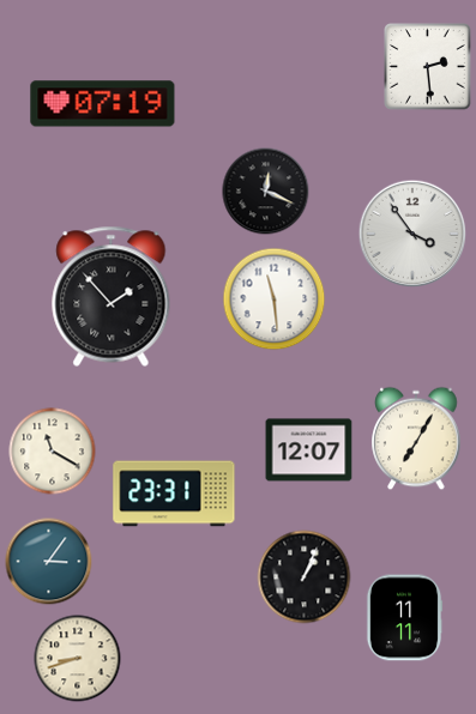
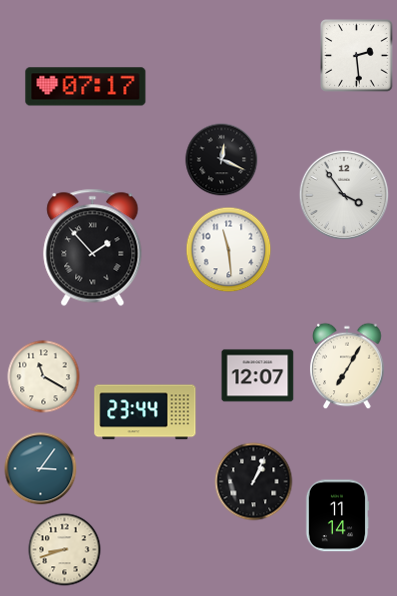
clock at (103, 104): 07:19 -> 07:17
clock at (174, 494): 23:31 -> 23:44
clock at (404, 618): 11:11 -> 11:14
